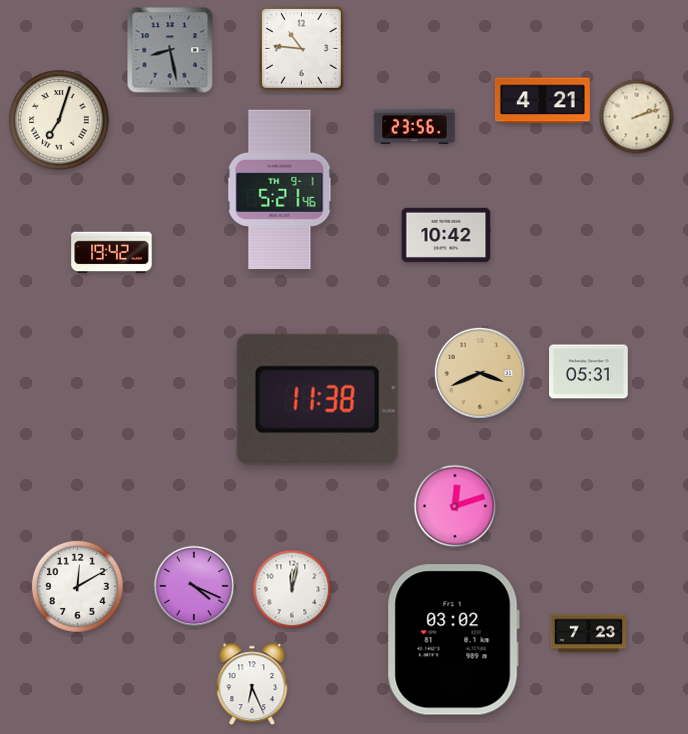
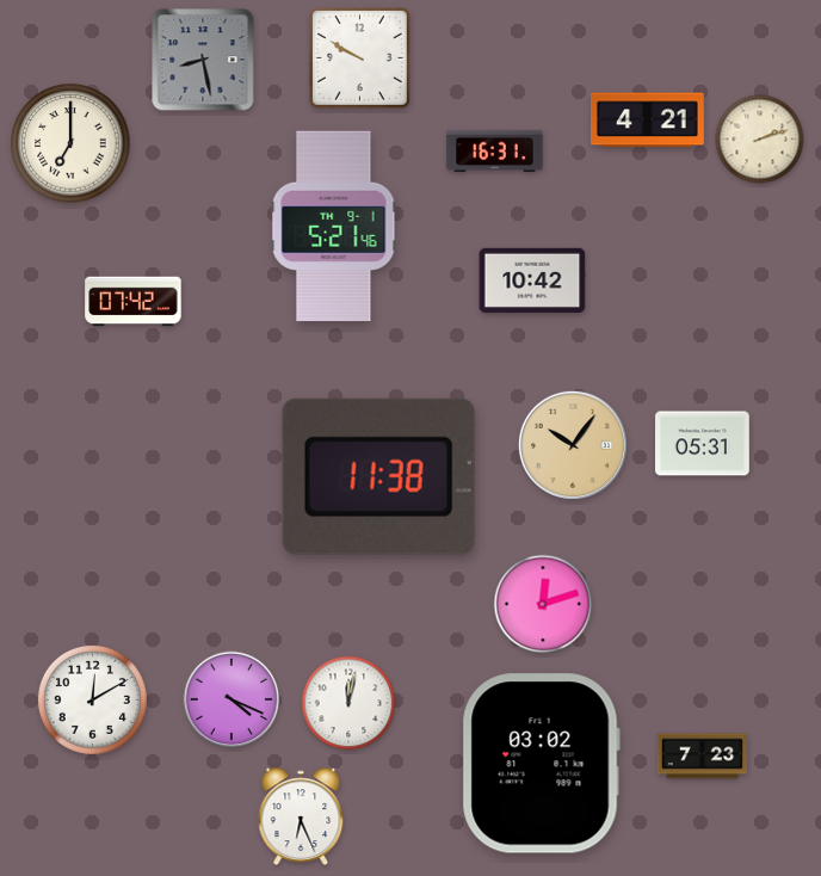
clock at (302, 49): 10:46 -> 9:50
clock at (59, 120): 7:03 -> 7:00
clock at (415, 126): 23:56 -> 16:31
clock at (112, 253): 19:42 -> 07:42
clock at (480, 373): 3:41 -> 10:06
